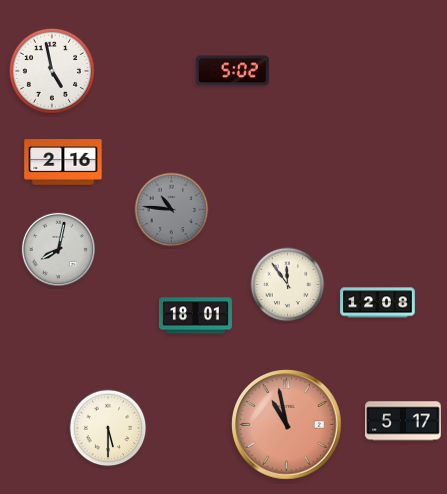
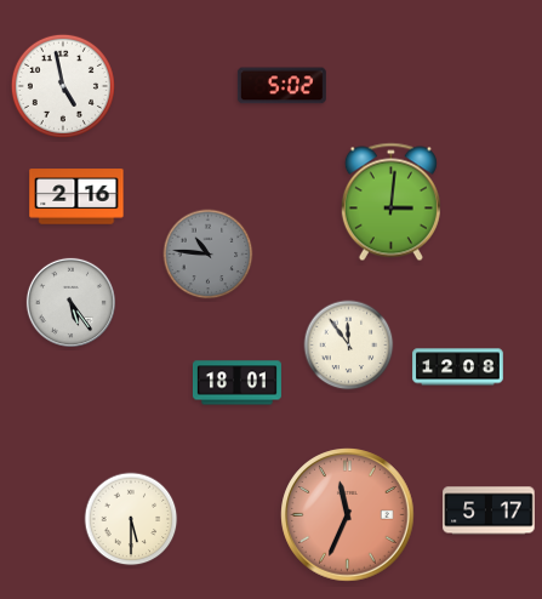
clock at (390, 202): none -> 3:01
clock at (58, 249): 8:02 -> 5:24
clock at (287, 425): 10:58 -> 11:34
